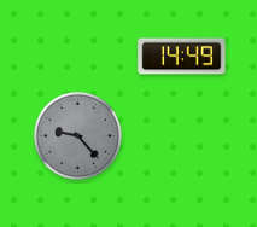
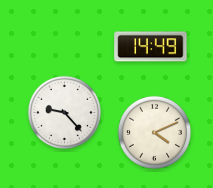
clock at (77, 135) dial: grey -> white
clock at (154, 132): none -> 4:11
